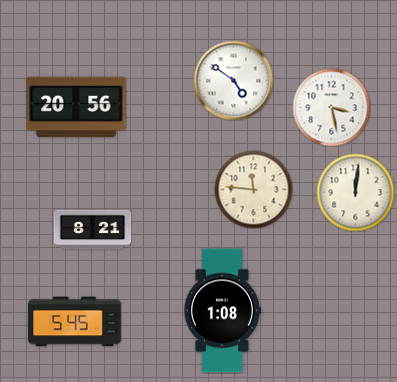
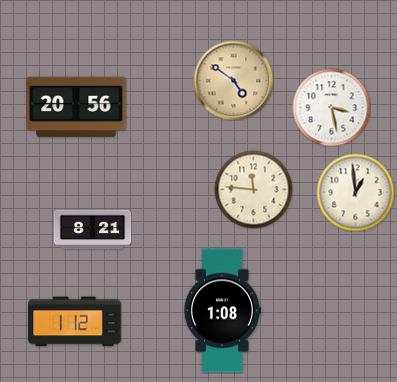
clock at (233, 80) dial: white -> champagne
clock at (355, 192): 12:01 -> 12:59
clock at (75, 322): 5:45 -> 1:12
